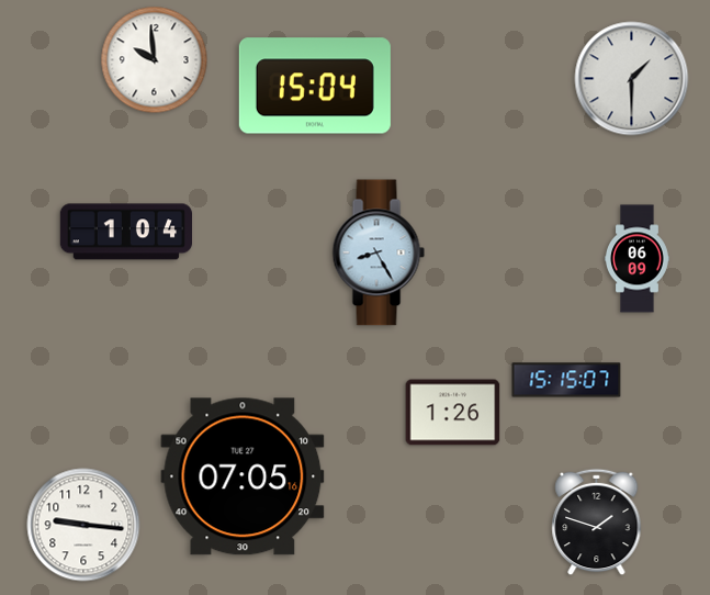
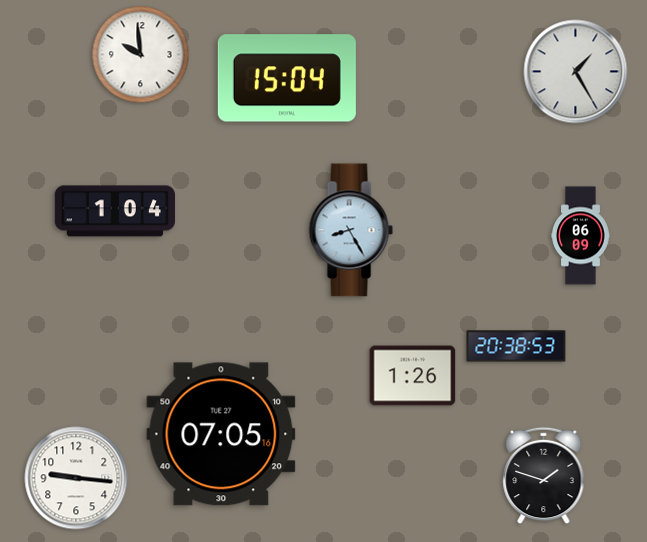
clock at (632, 79): 1:30 -> 1:25
clock at (379, 252) position: (379, 252) -> (351, 230)
clock at (566, 380): 15:15 -> 20:38
